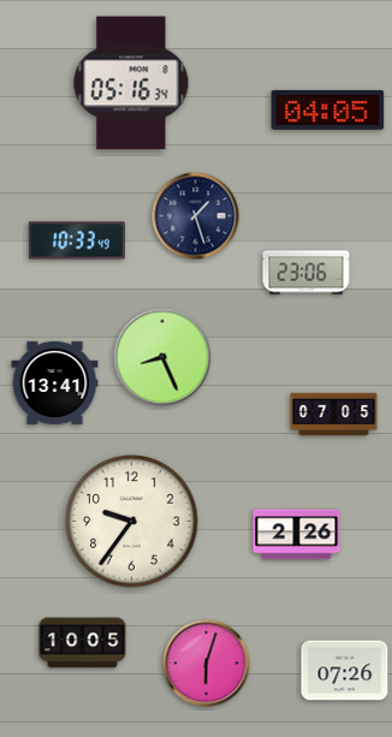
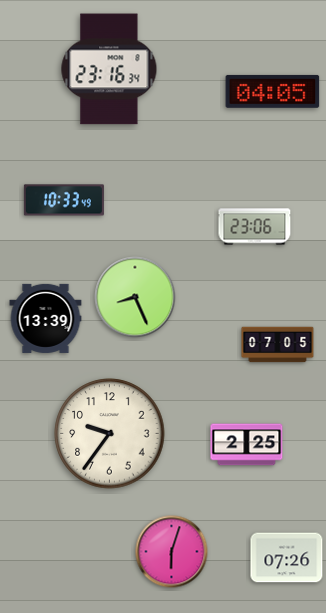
clock at (131, 83): 05:16 -> 23:16
clock at (196, 216): 1:27 -> none
clock at (55, 382): 13:41 -> 13:39
clock at (297, 535): 2:26 -> 2:25
clock at (83, 643): 10:05 -> none
